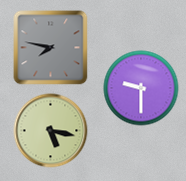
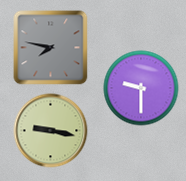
clock at (51, 131): 5:17 -> 9:17
